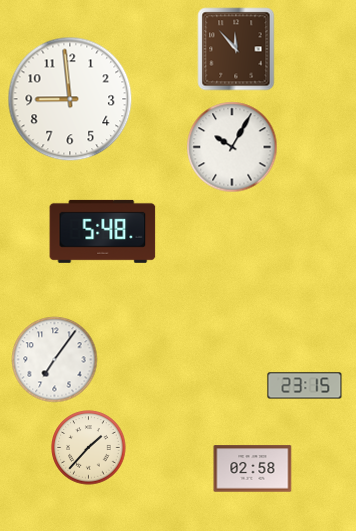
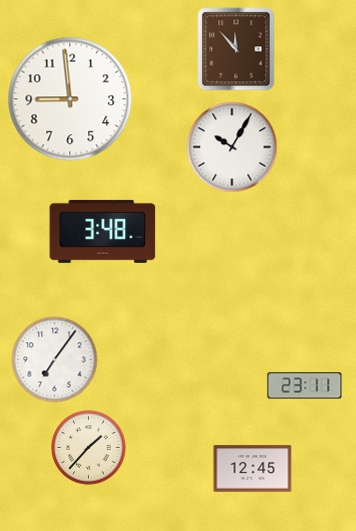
clock at (103, 231): 5:48 -> 3:48
clock at (305, 386): 23:15 -> 23:11
clock at (253, 469): 02:58 -> 12:45
